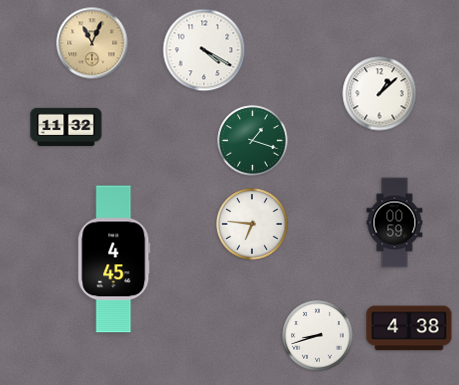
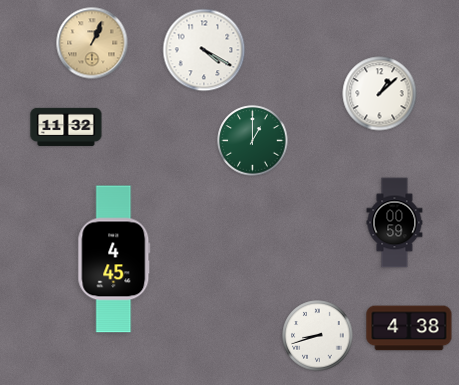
clock at (92, 43): 11:04 -> 1:04
clock at (253, 141): 1:18 -> 1:00
clock at (252, 224): 6:46 -> none
